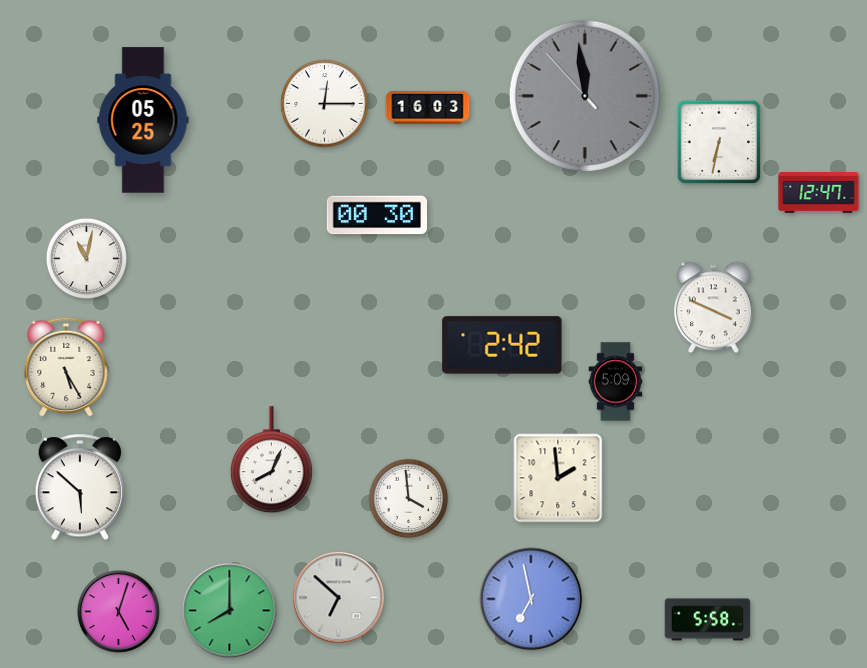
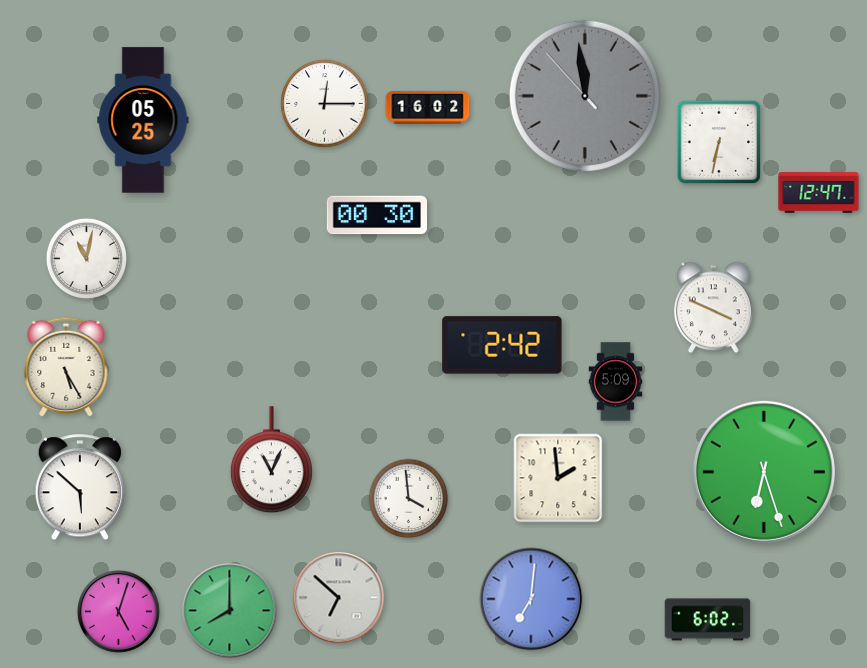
clock at (428, 107): 16:03 -> 16:02
clock at (271, 460): 8:04 -> 11:04
clock at (764, 472): none -> 6:27
clock at (531, 599): 6:58 -> 7:01
clock at (708, 620): 5:58 -> 6:02
